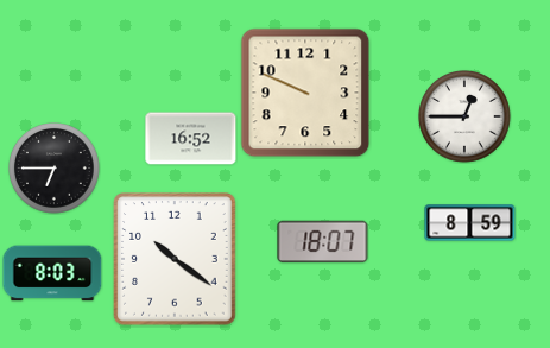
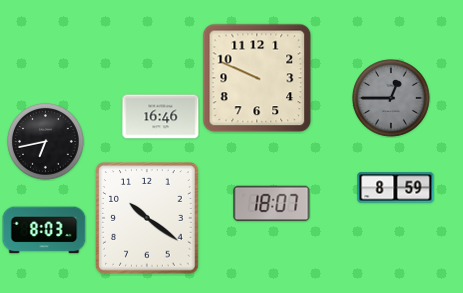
clock at (466, 118) dial: white -> grey
clock at (191, 139): 16:52 -> 16:46
clock at (55, 169): 6:45 -> 6:43
